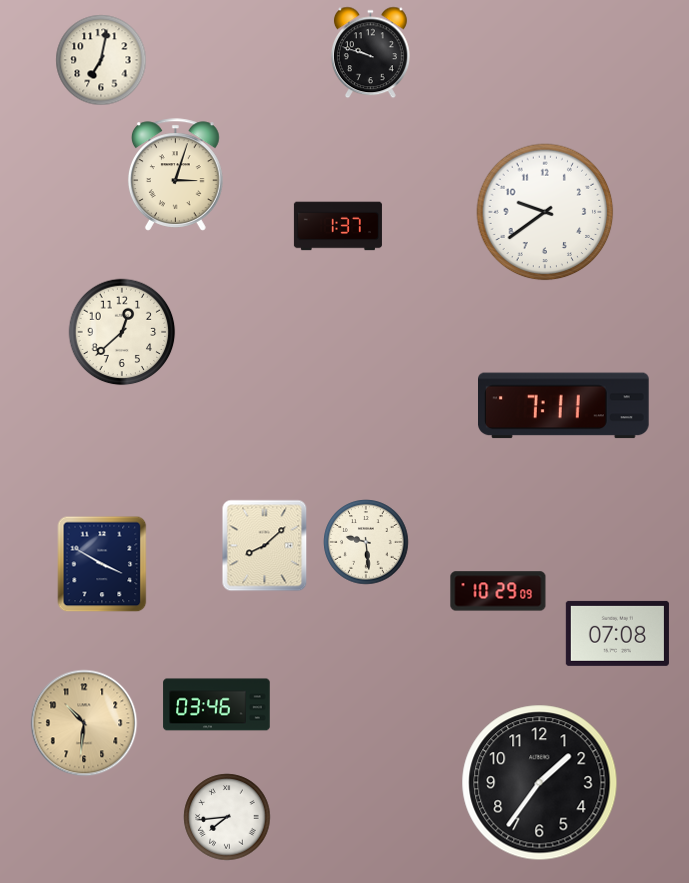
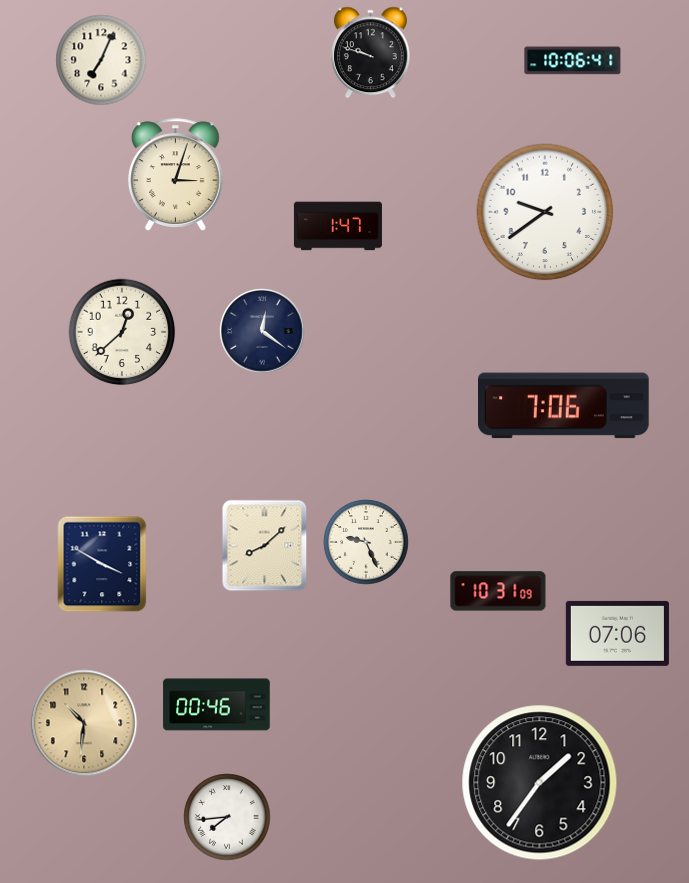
clock at (101, 60): 7:02 -> 7:04
clock at (573, 61): none -> 10:06
clock at (338, 226): 1:37 -> 1:47
clock at (262, 331): none -> 12:21
clock at (564, 406): 7:11 -> 7:06
clock at (366, 542): 9:29 -> 9:26
clock at (498, 591): 10:29 -> 10:31
clock at (617, 633): 07:08 -> 07:06
clock at (217, 705): 03:46 -> 00:46
